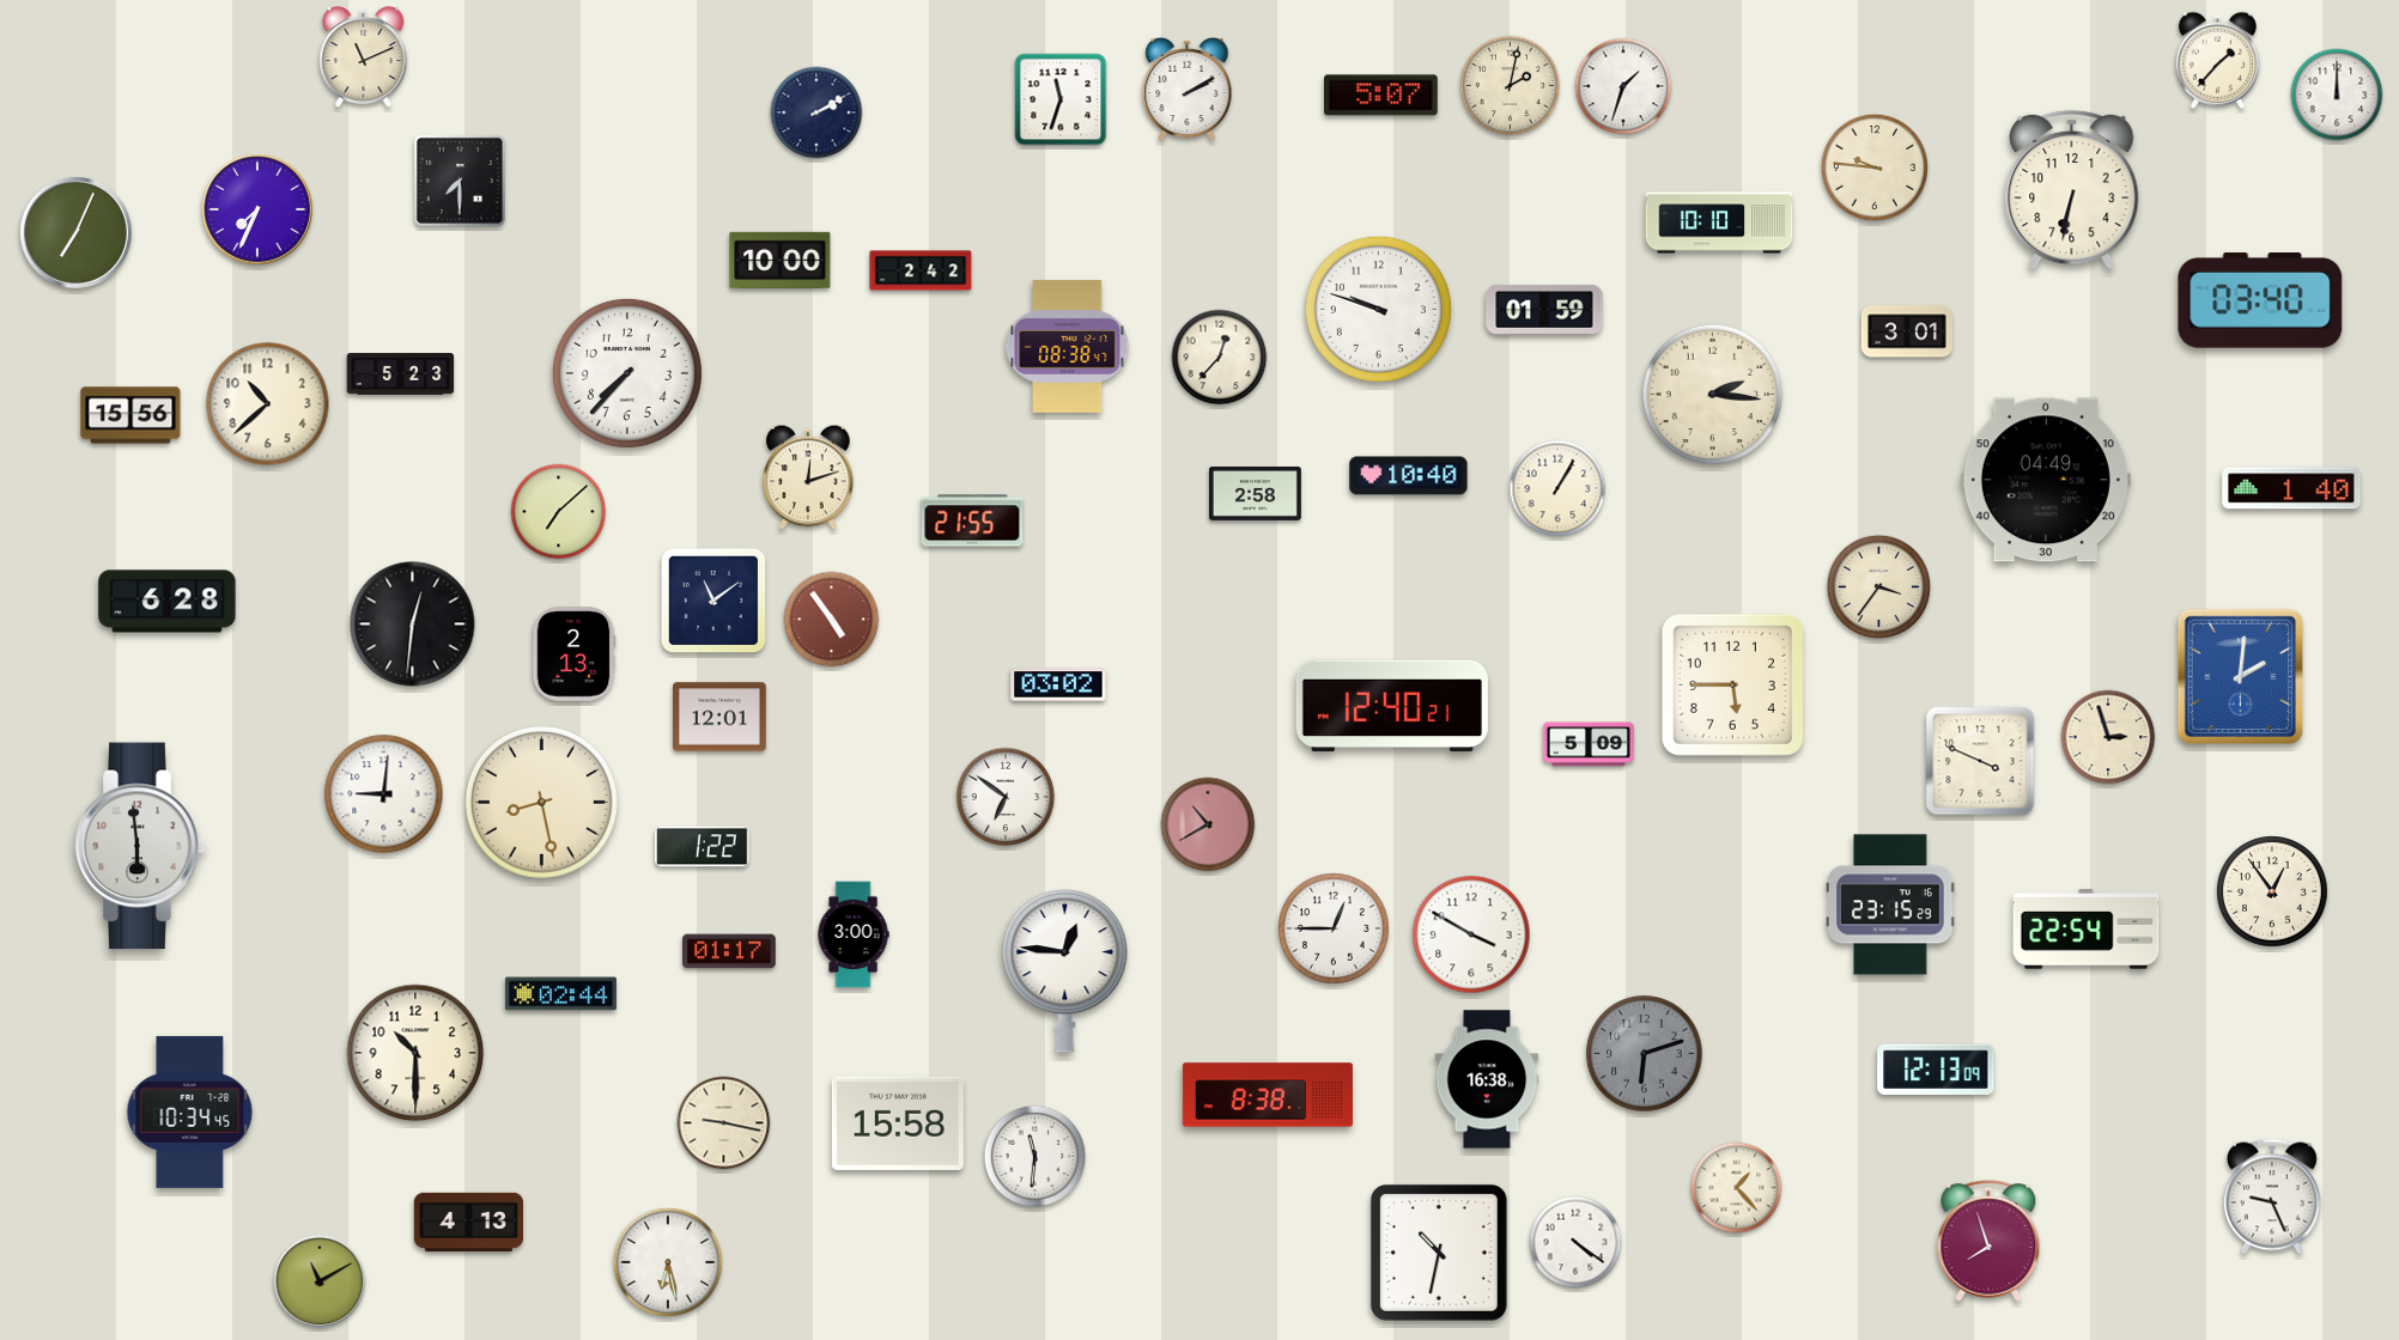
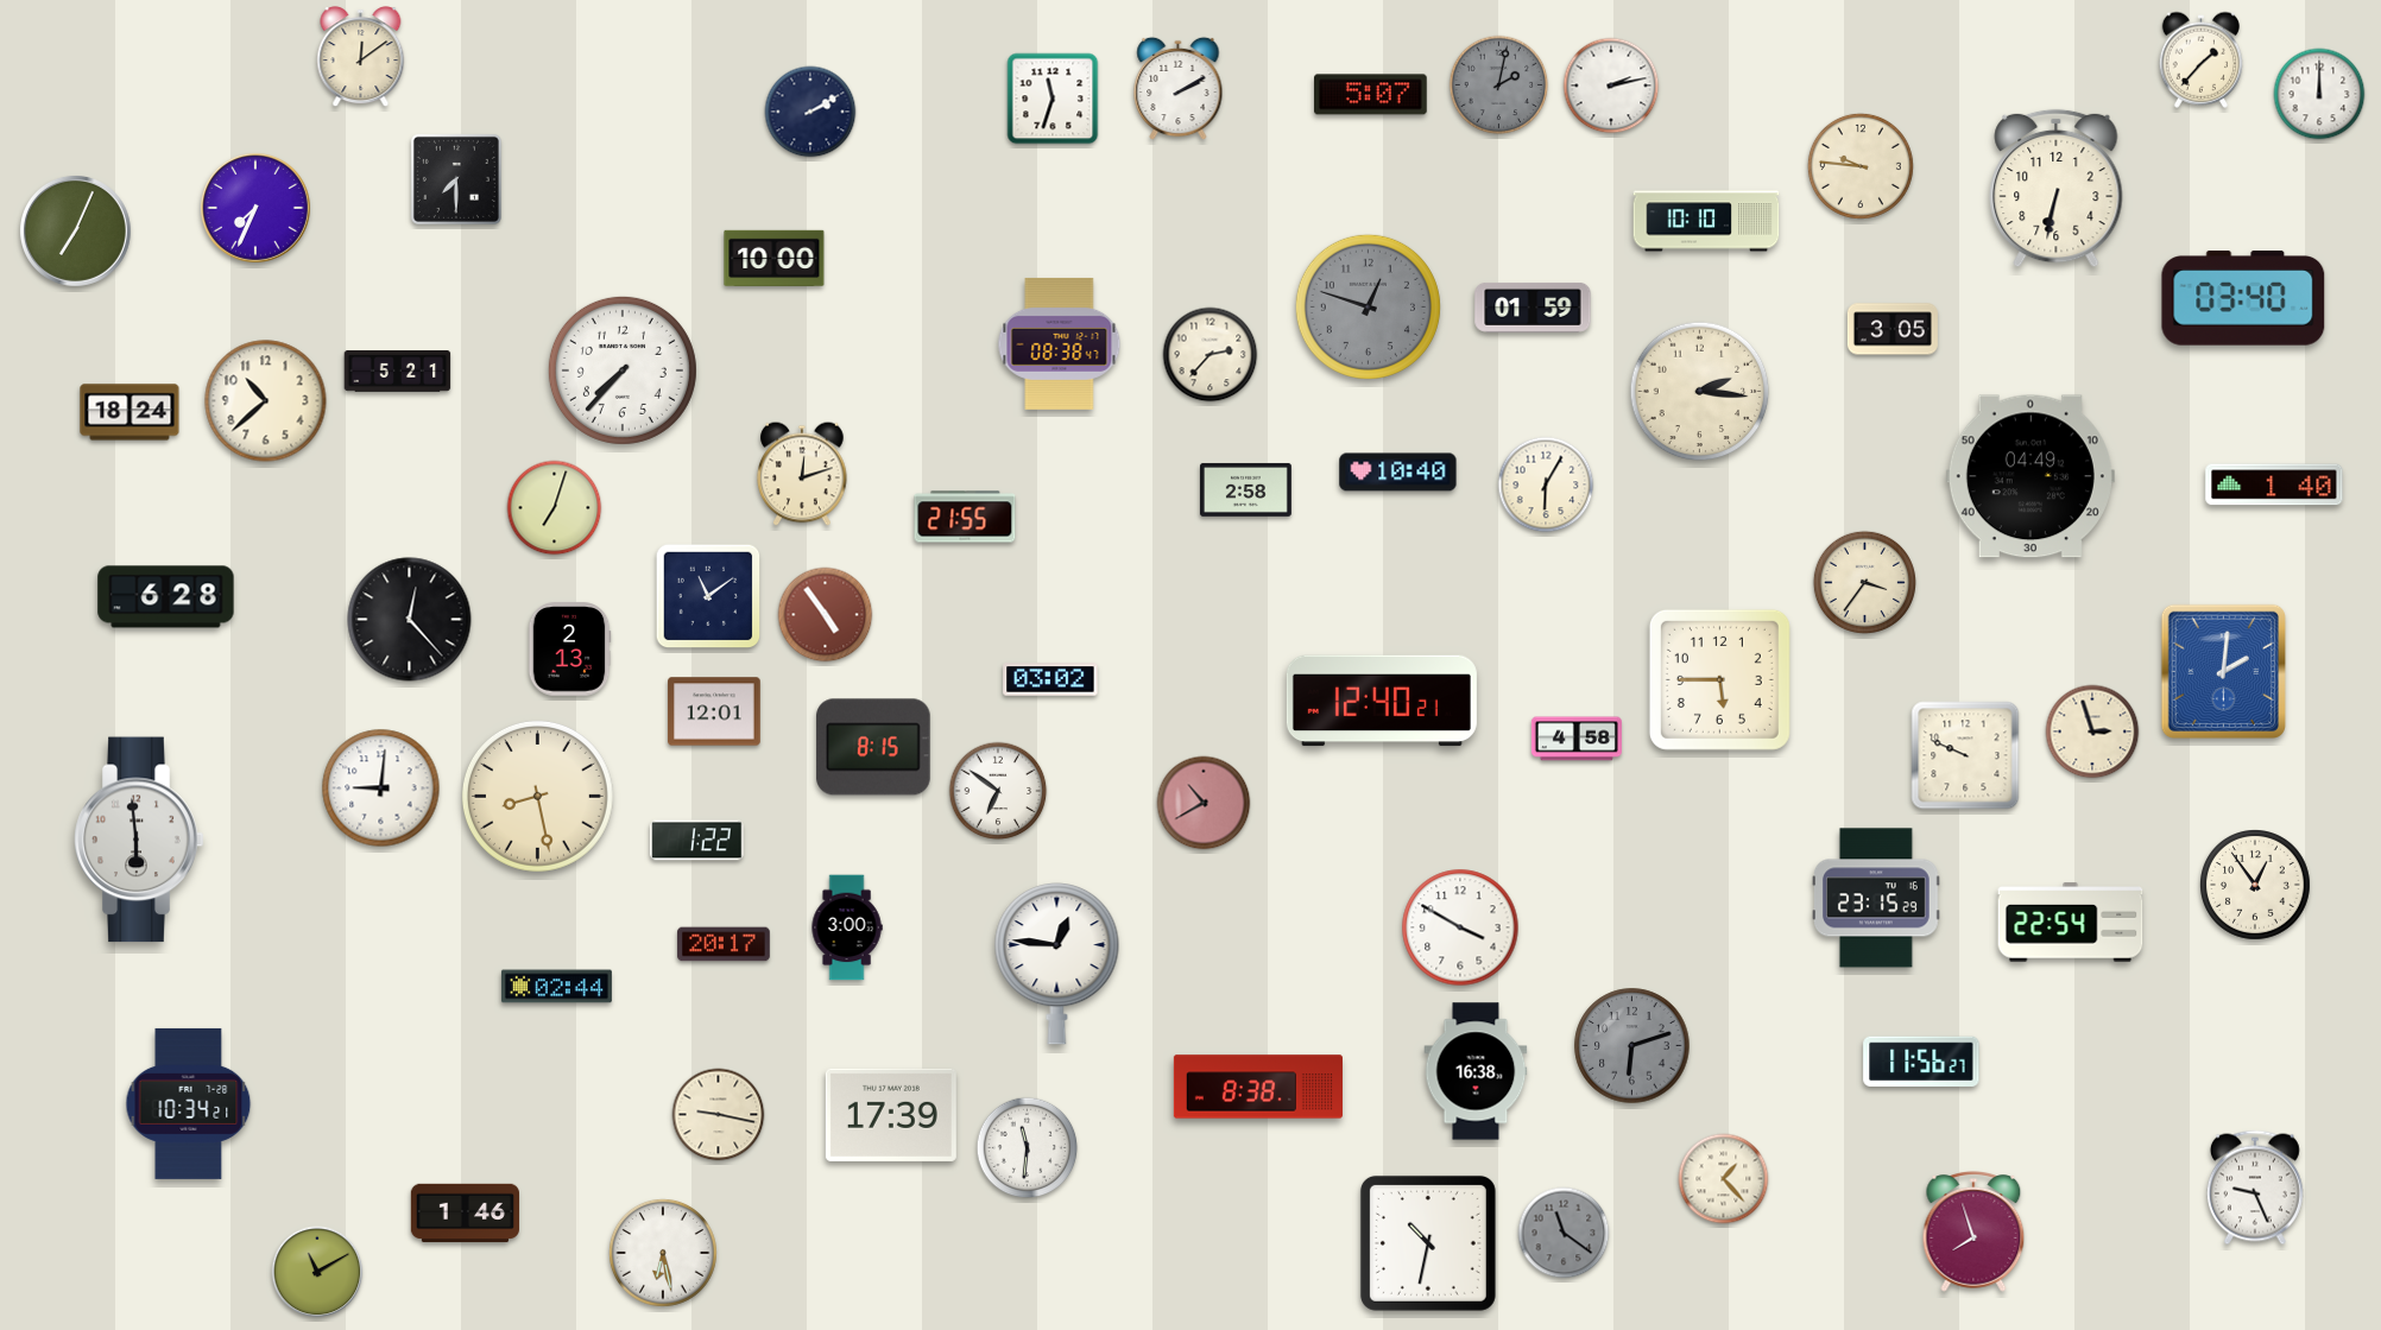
clock at (364, 57): 11:11 -> 12:09
clock at (1511, 86) dial: cream -> grey
clock at (1623, 86): 1:33 -> 2:13
clock at (921, 270): 2:42 -> none
clock at (1378, 309): 9:48 -> 12:48
clock at (1378, 309) dial: white -> grey
clock at (1907, 331): 3:01 -> 3:05
clock at (1220, 358): 12:37 -> 2:37
clock at (401, 374): 5:23 -> 5:21
clock at (130, 415): 15:56 -> 18:24
clock at (1557, 488): 1:05 -> 6:05
clock at (559, 512): 7:08 -> 7:03
clock at (413, 625): 12:31 -> 12:23
clock at (1589, 744): 5:09 -> 4:58
clock at (873, 747): none -> 8:15
clock at (1980, 761): 3:49 -> 9:49
clock at (1208, 824) position: (1208, 824) -> (1204, 803)
clock at (1335, 930): 12:45 -> none
clock at (729, 951): 01:17 -> 20:17
clock at (415, 1053): 10:30 -> none
clock at (1936, 1068): 12:13 -> 11:56
clock at (190, 1111): 10:34:45 -> 10:34:21
clock at (898, 1123): 15:58 -> 17:39
clock at (468, 1223): 4:13 -> 1:46
clock at (1575, 1242): 4:21 -> 11:21
clock at (1575, 1242) dial: white -> grey
